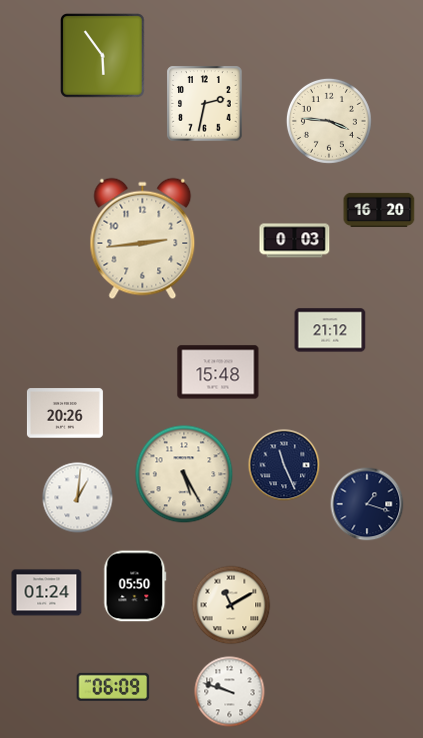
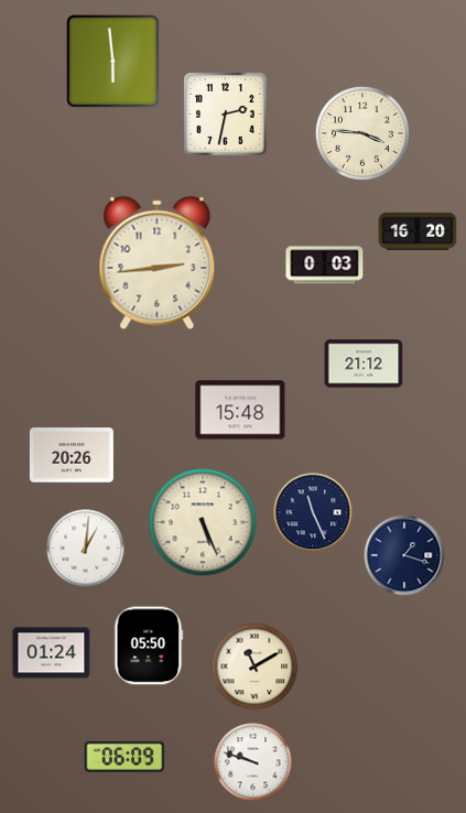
clock at (103, 56): 5:54 -> 5:59
clock at (184, 474): 5:25 -> 5:26
